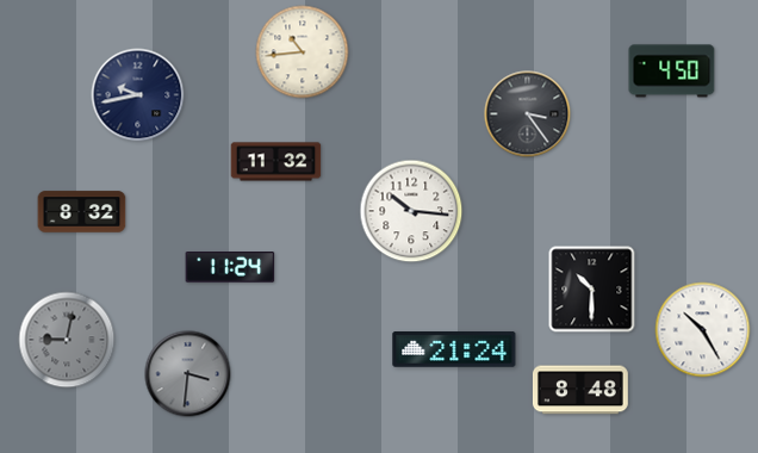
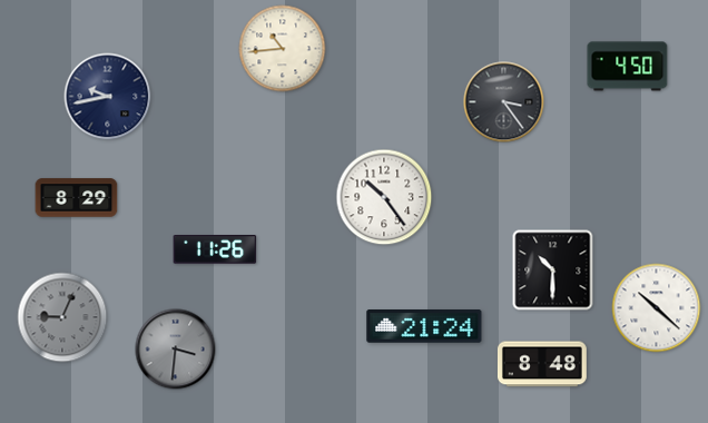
clock at (138, 95) position: (138, 95) -> (108, 97)
clock at (528, 114) position: (528, 114) -> (504, 102)
clock at (277, 162): 11:32 -> none
clock at (411, 211): 10:16 -> 10:24
clock at (82, 212): 8:32 -> 8:29
clock at (230, 268): 11:24 -> 11:26
clock at (703, 330): 10:25 -> 10:22
clock at (67, 340): 9:02 -> 9:04
